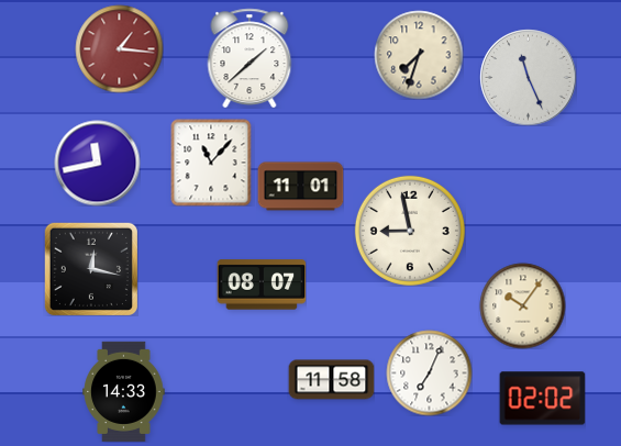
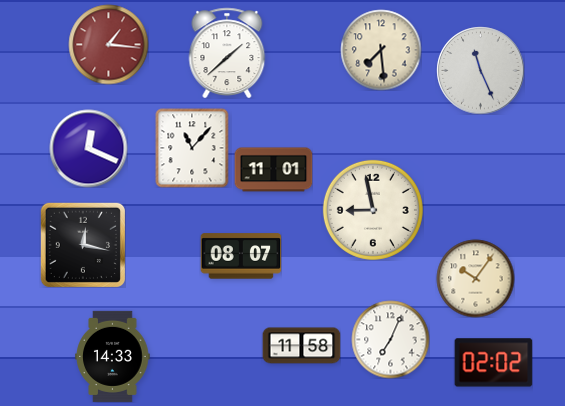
clock at (419, 55): 7:33 -> 7:29
clock at (97, 163): 11:43 -> 12:19
clock at (262, 285) position: (262, 285) -> (241, 256)
